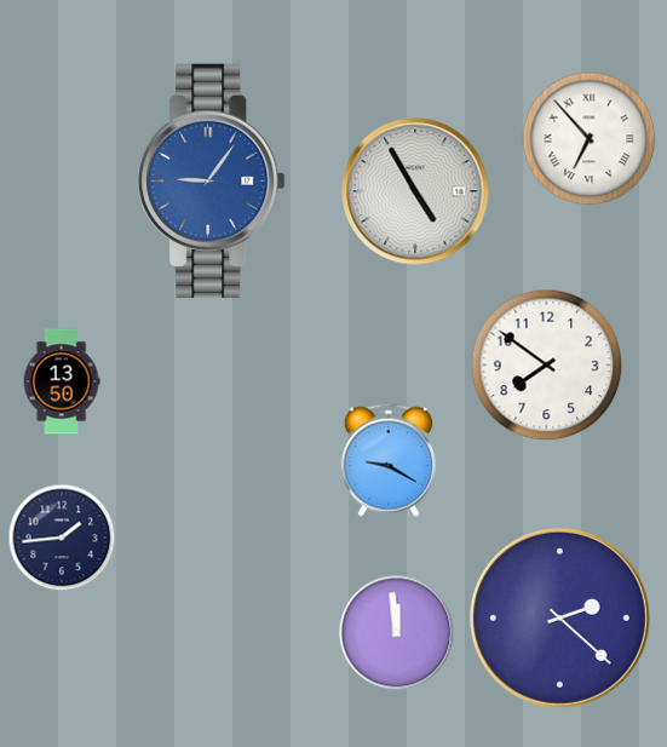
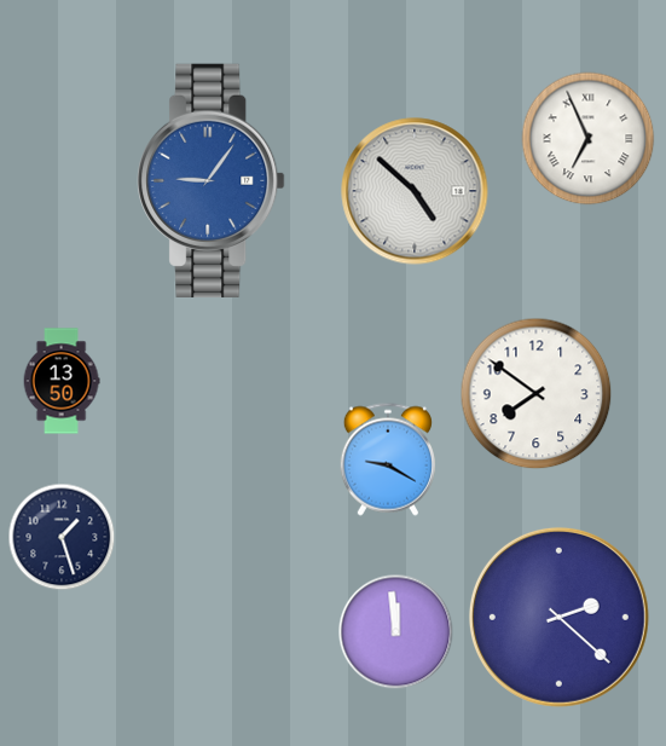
clock at (590, 139): 6:53 -> 6:56
clock at (415, 191): 4:55 -> 4:52
clock at (547, 366) position: (547, 366) -> (537, 394)
clock at (62, 538): 1:44 -> 1:27
